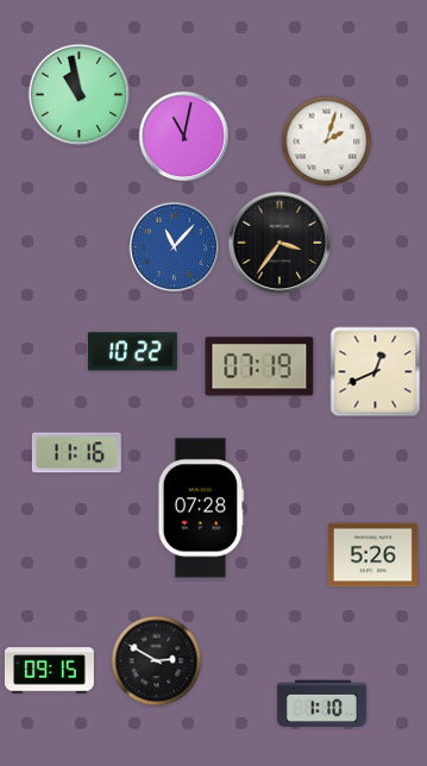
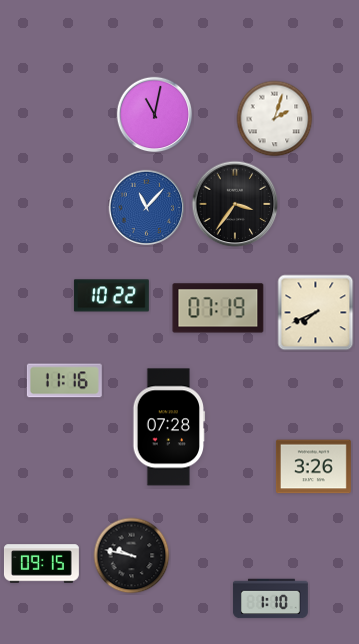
clock at (80, 95): 10:58 -> none
clock at (376, 372): 12:41 -> 7:41
clock at (372, 555): 5:26 -> 3:26
clock at (157, 661): 2:50 -> 9:47
clock at (321, 704) position: (321, 704) -> (270, 599)
